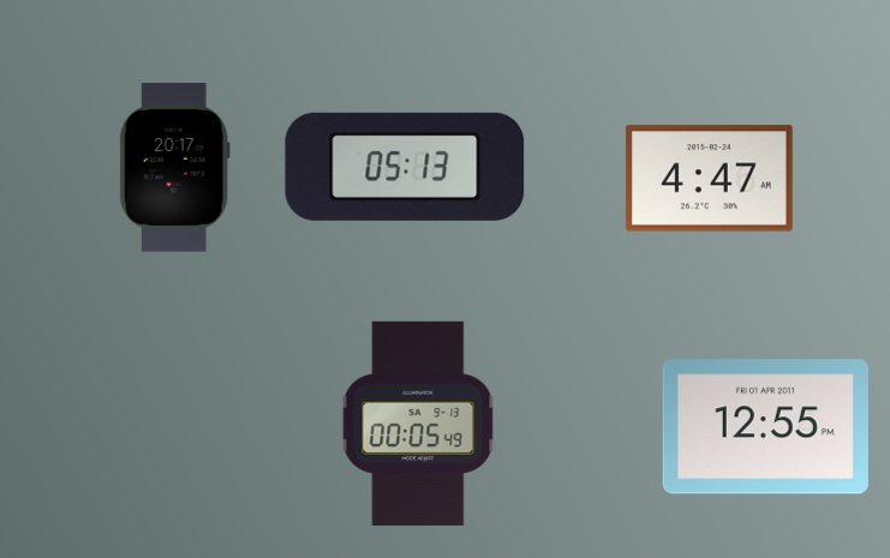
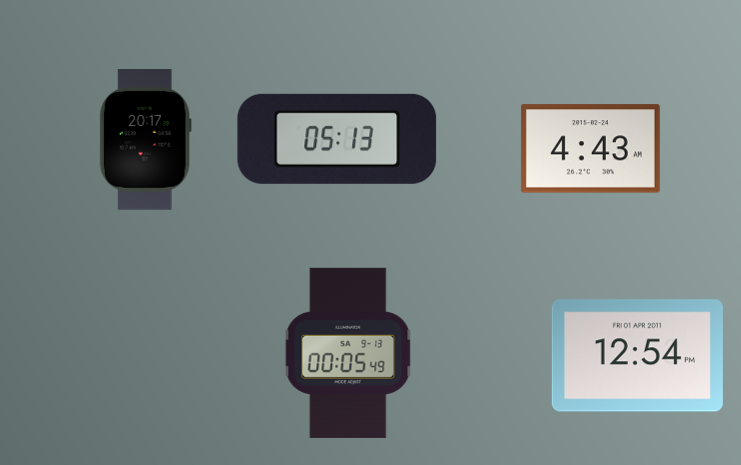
clock at (709, 179): 4:47 -> 4:43
clock at (765, 427): 12:55 -> 12:54
